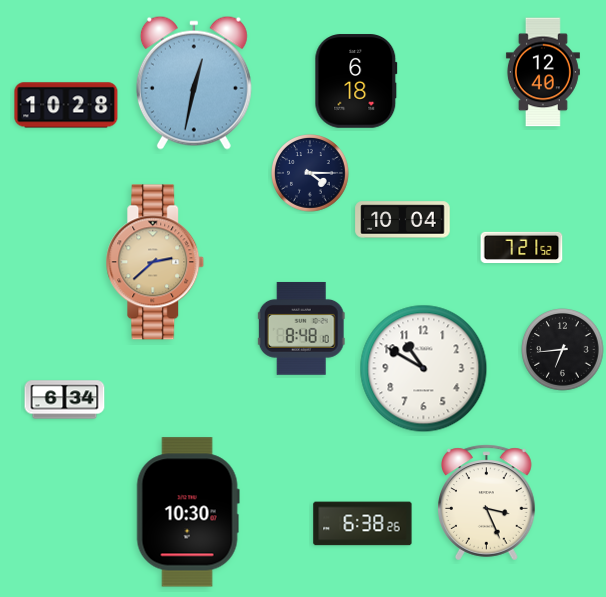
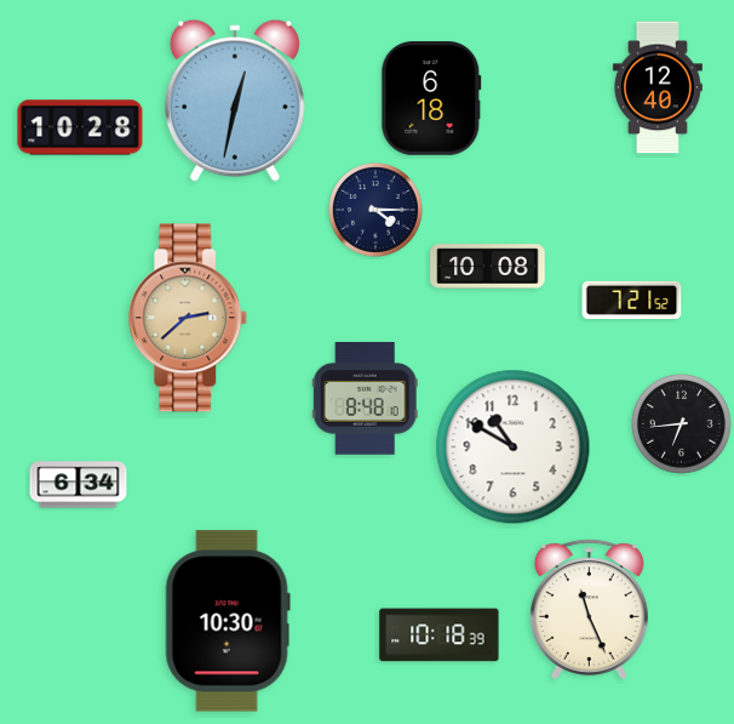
clock at (403, 220): 10:04 -> 10:08
clock at (487, 503): 3:26 -> 11:26
clock at (363, 524): 6:38 -> 10:18
